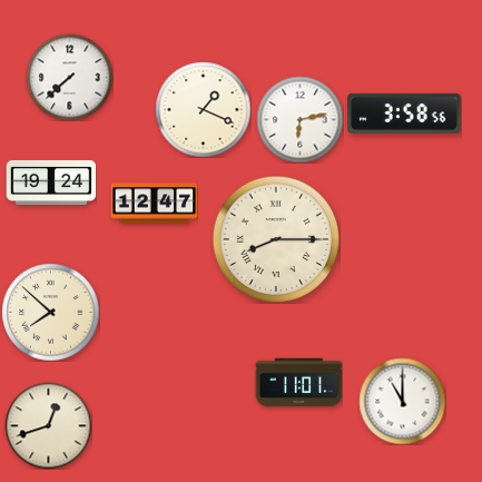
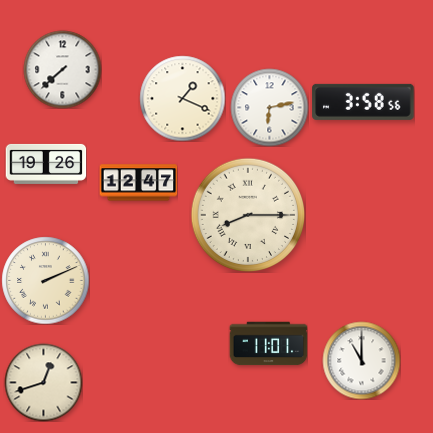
clock at (51, 183): 19:24 -> 19:26
clock at (50, 312): 7:52 -> 2:11
